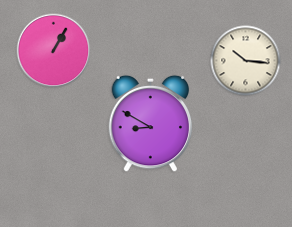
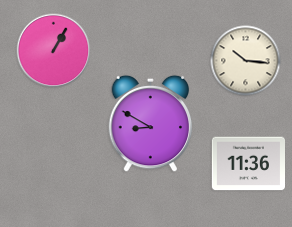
clock at (248, 164): none -> 11:36
